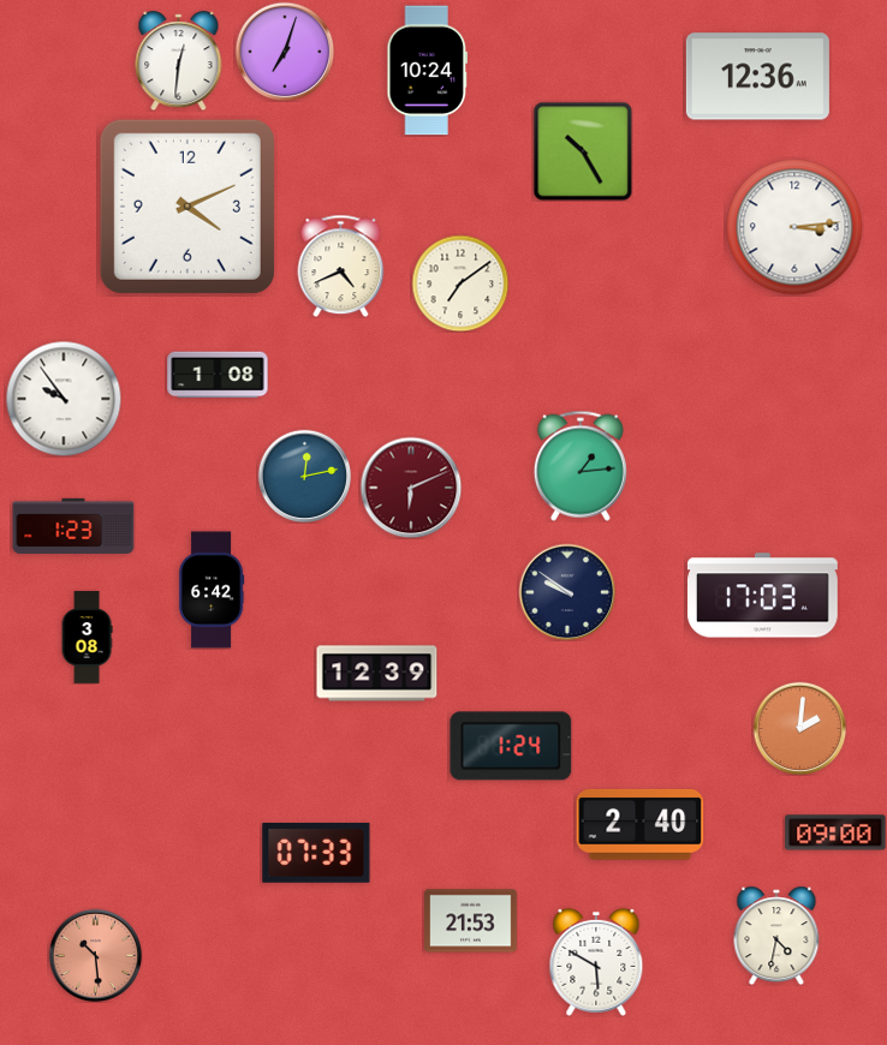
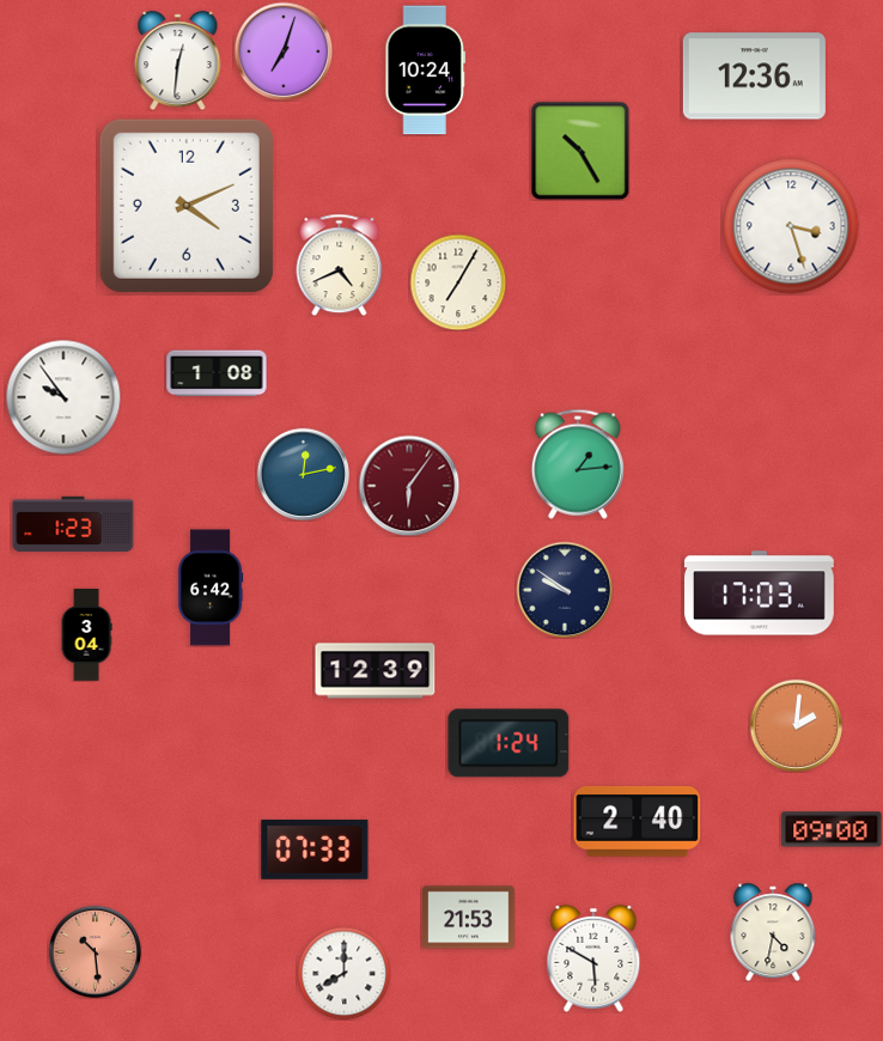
clock at (794, 227): 3:14 -> 3:27
clock at (460, 283): 7:09 -> 7:05
clock at (411, 488): 6:11 -> 6:06
clock at (87, 638): 3:08 -> 3:04
clock at (343, 973): none -> 8:00
